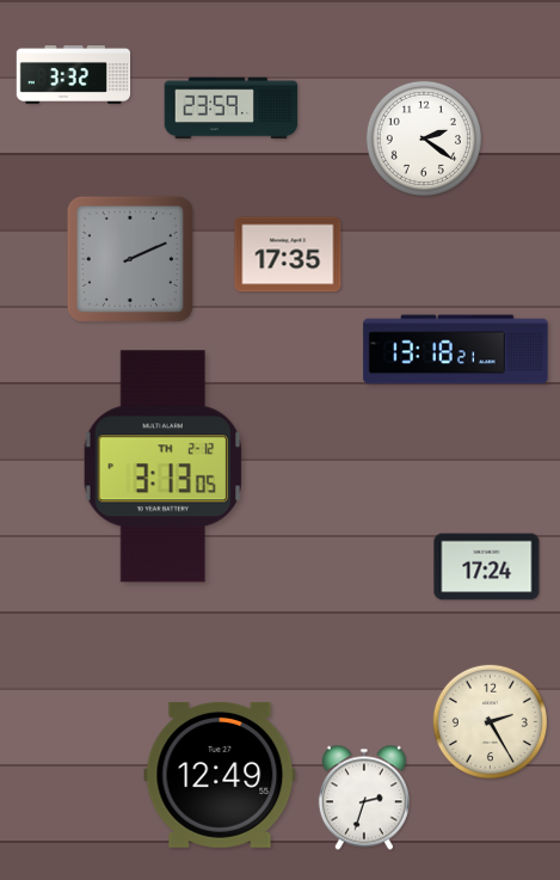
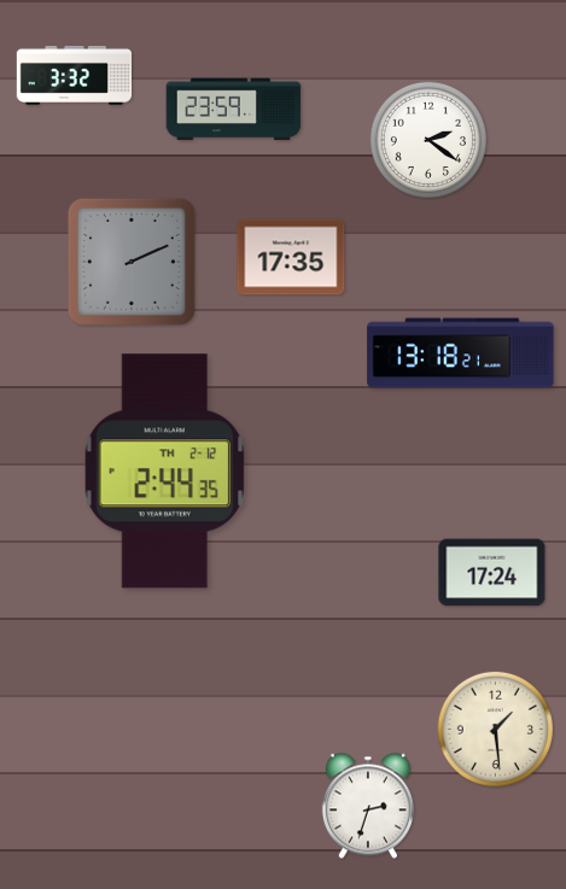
clock at (164, 467): 3:13 -> 2:44
clock at (490, 721): 2:25 -> 1:29
clock at (220, 775): 12:49 -> none
